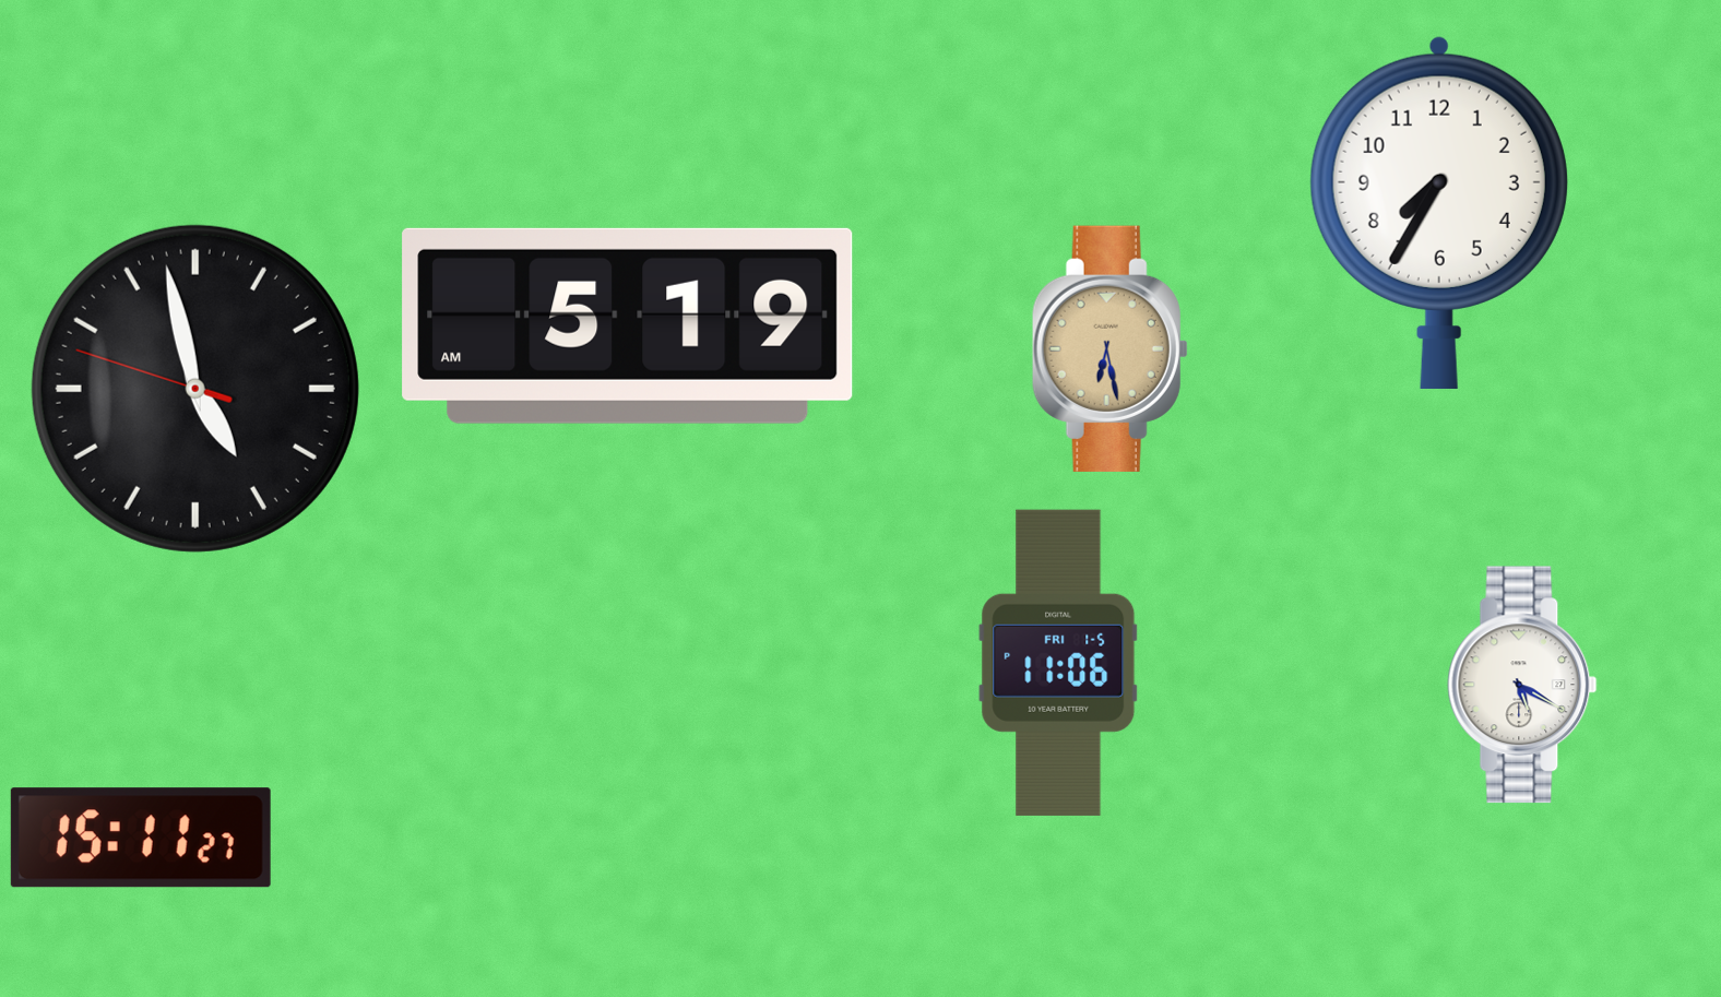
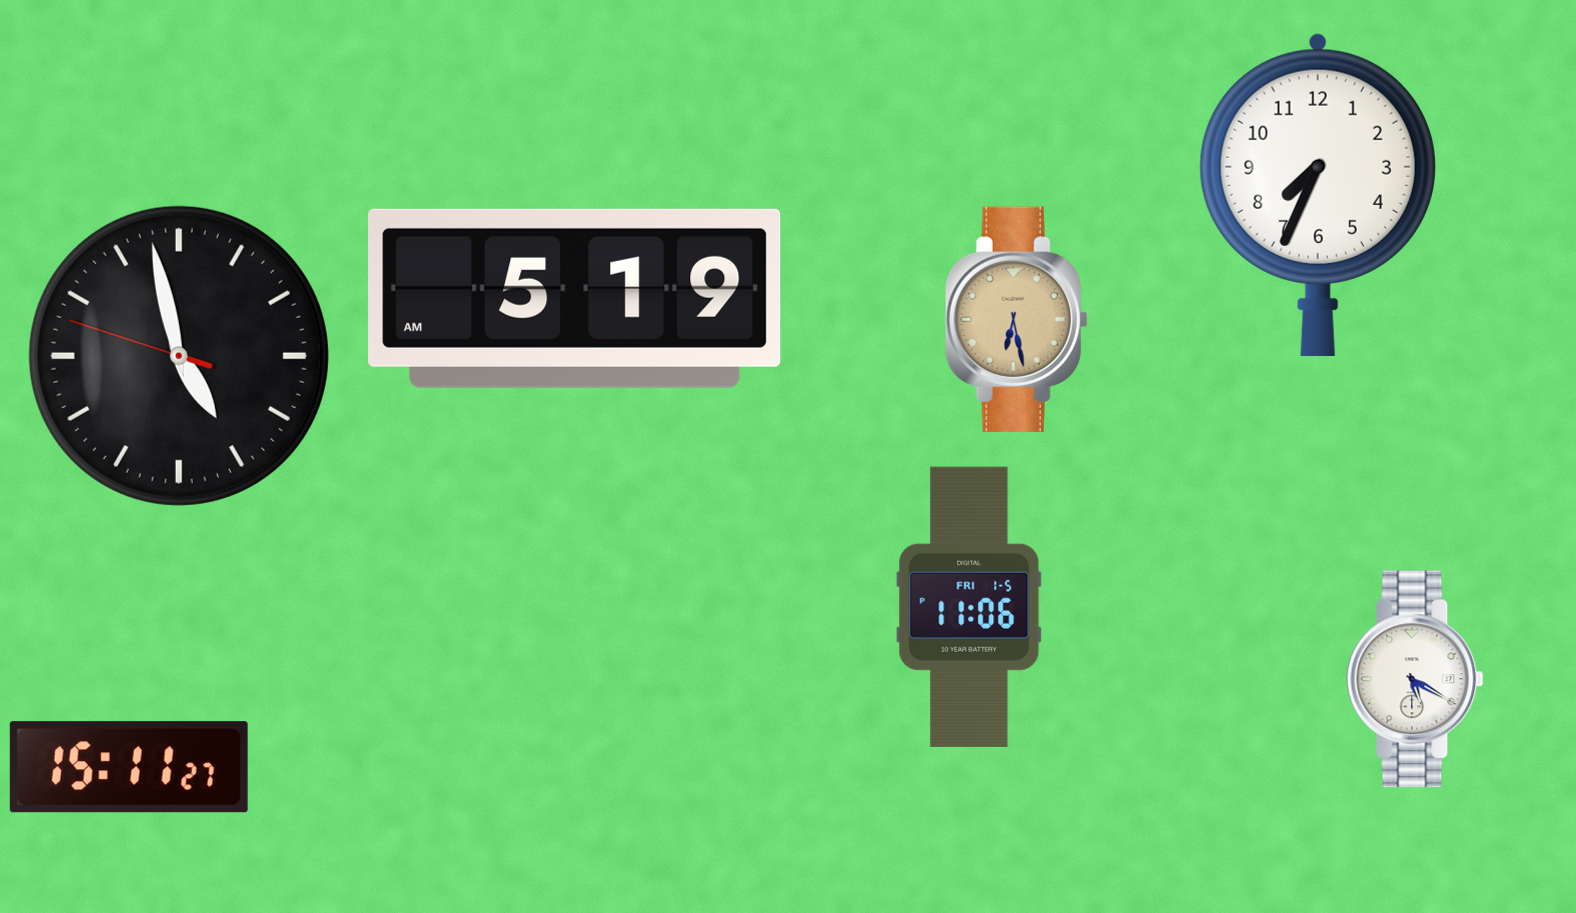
clock at (1439, 212): 7:35 -> 7:34
clock at (1522, 685) position: (1522, 685) -> (1415, 679)
